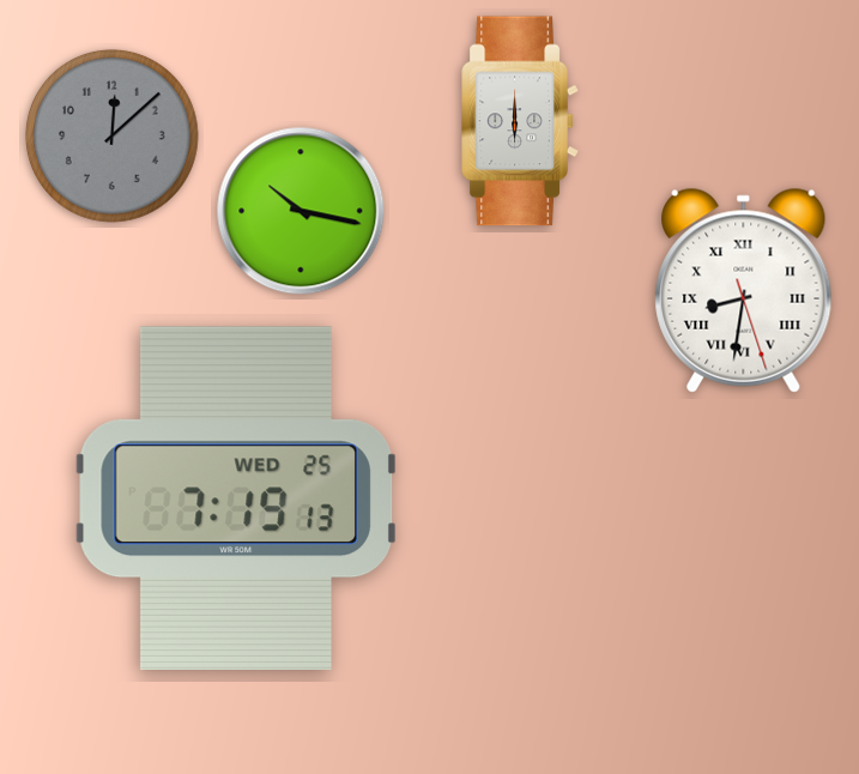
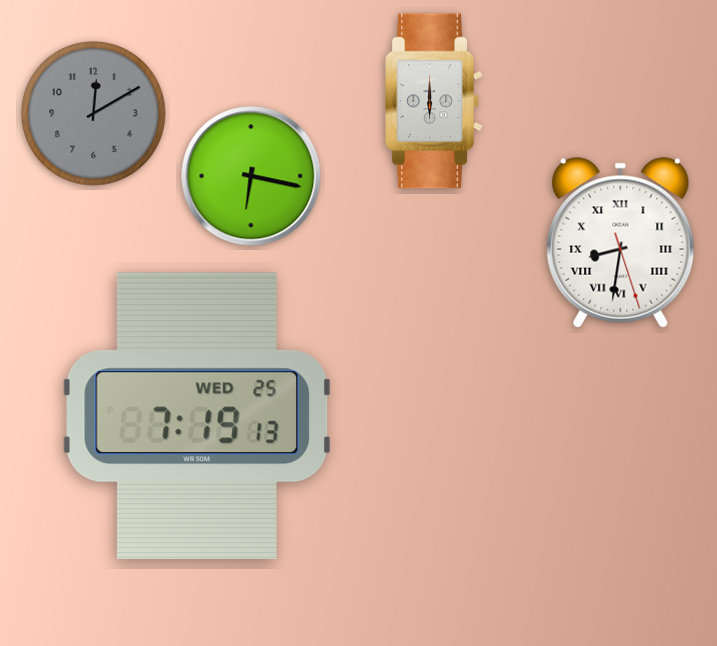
clock at (113, 137): 12:08 -> 12:10
clock at (301, 211): 10:17 -> 6:17
